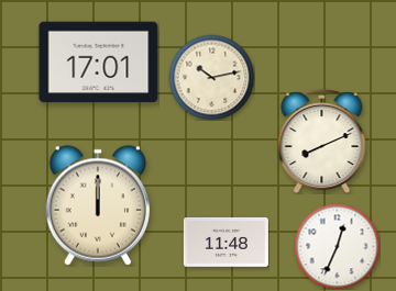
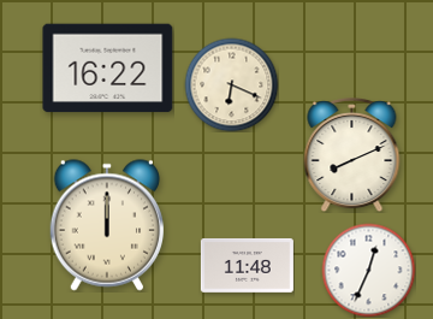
clock at (99, 63): 17:01 -> 16:22
clock at (211, 77): 10:13 -> 6:19
